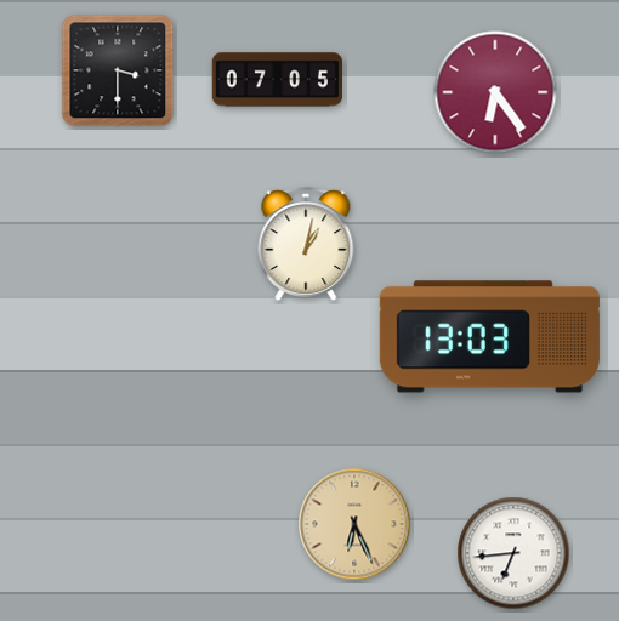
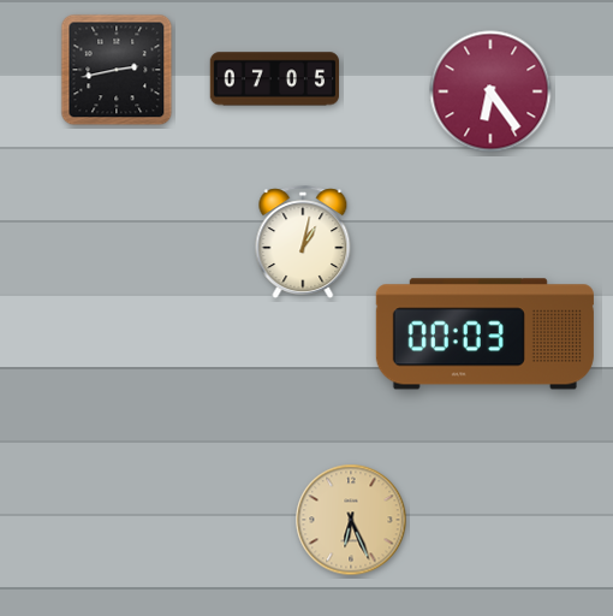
clock at (118, 70): 3:30 -> 2:43
clock at (489, 337): 13:03 -> 00:03
clock at (513, 553): 6:44 -> none
